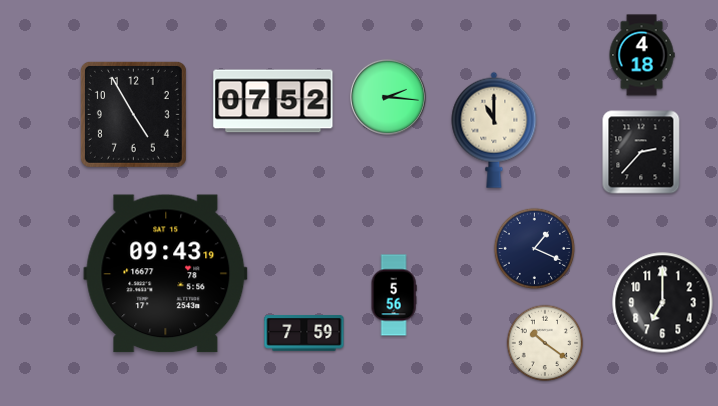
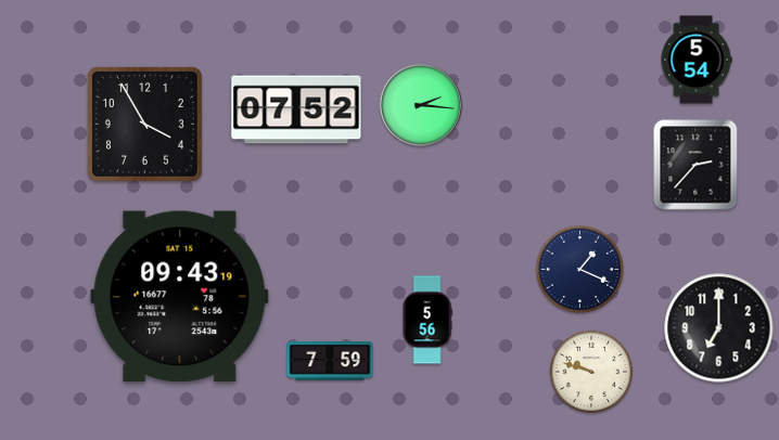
clock at (642, 55): 4:18 -> 5:54
clock at (133, 114): 4:55 -> 3:55
clock at (494, 130): 11:00 -> none
clock at (545, 343): 10:21 -> 9:48
